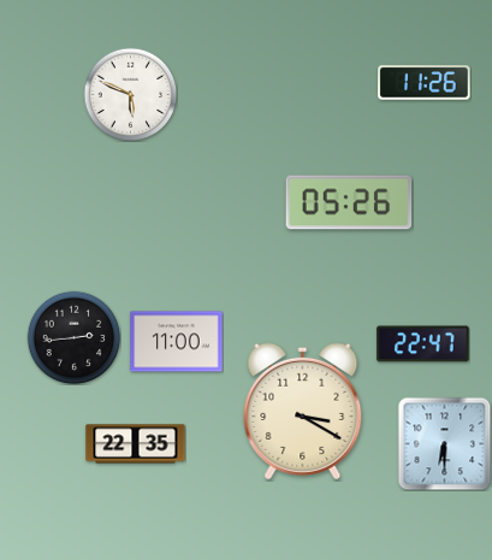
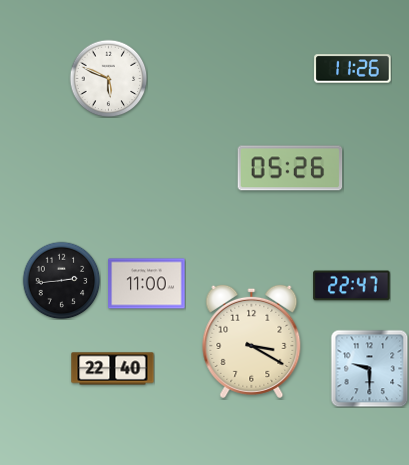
clock at (444, 443): 6:30 -> 9:30
clock at (136, 444): 22:35 -> 22:40
